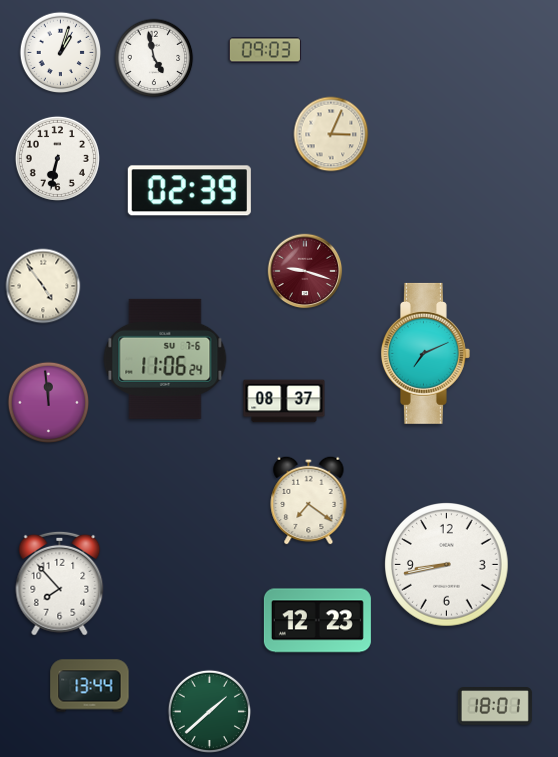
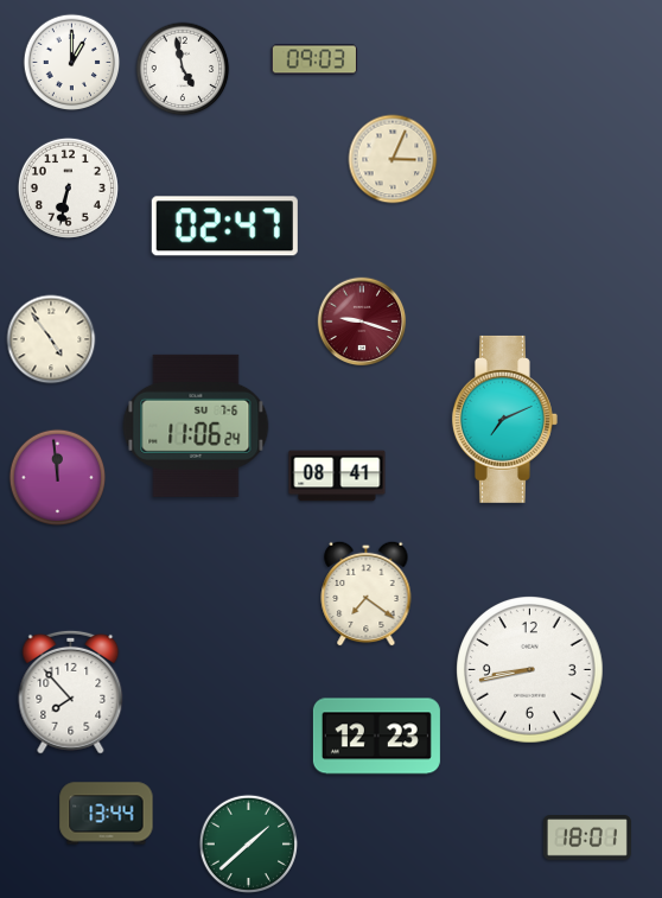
clock at (61, 53): 1:03 -> 1:00
clock at (189, 191): 02:39 -> 02:47
clock at (284, 401): 08:37 -> 08:41
